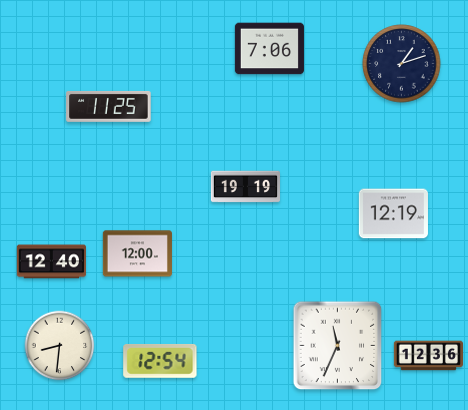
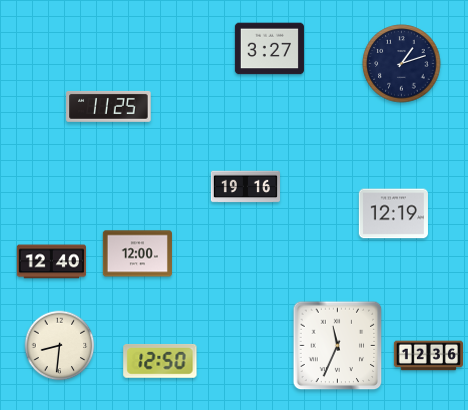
clock at (269, 49): 7:06 -> 3:27
clock at (245, 187): 19:19 -> 19:16
clock at (160, 361): 12:54 -> 12:50
